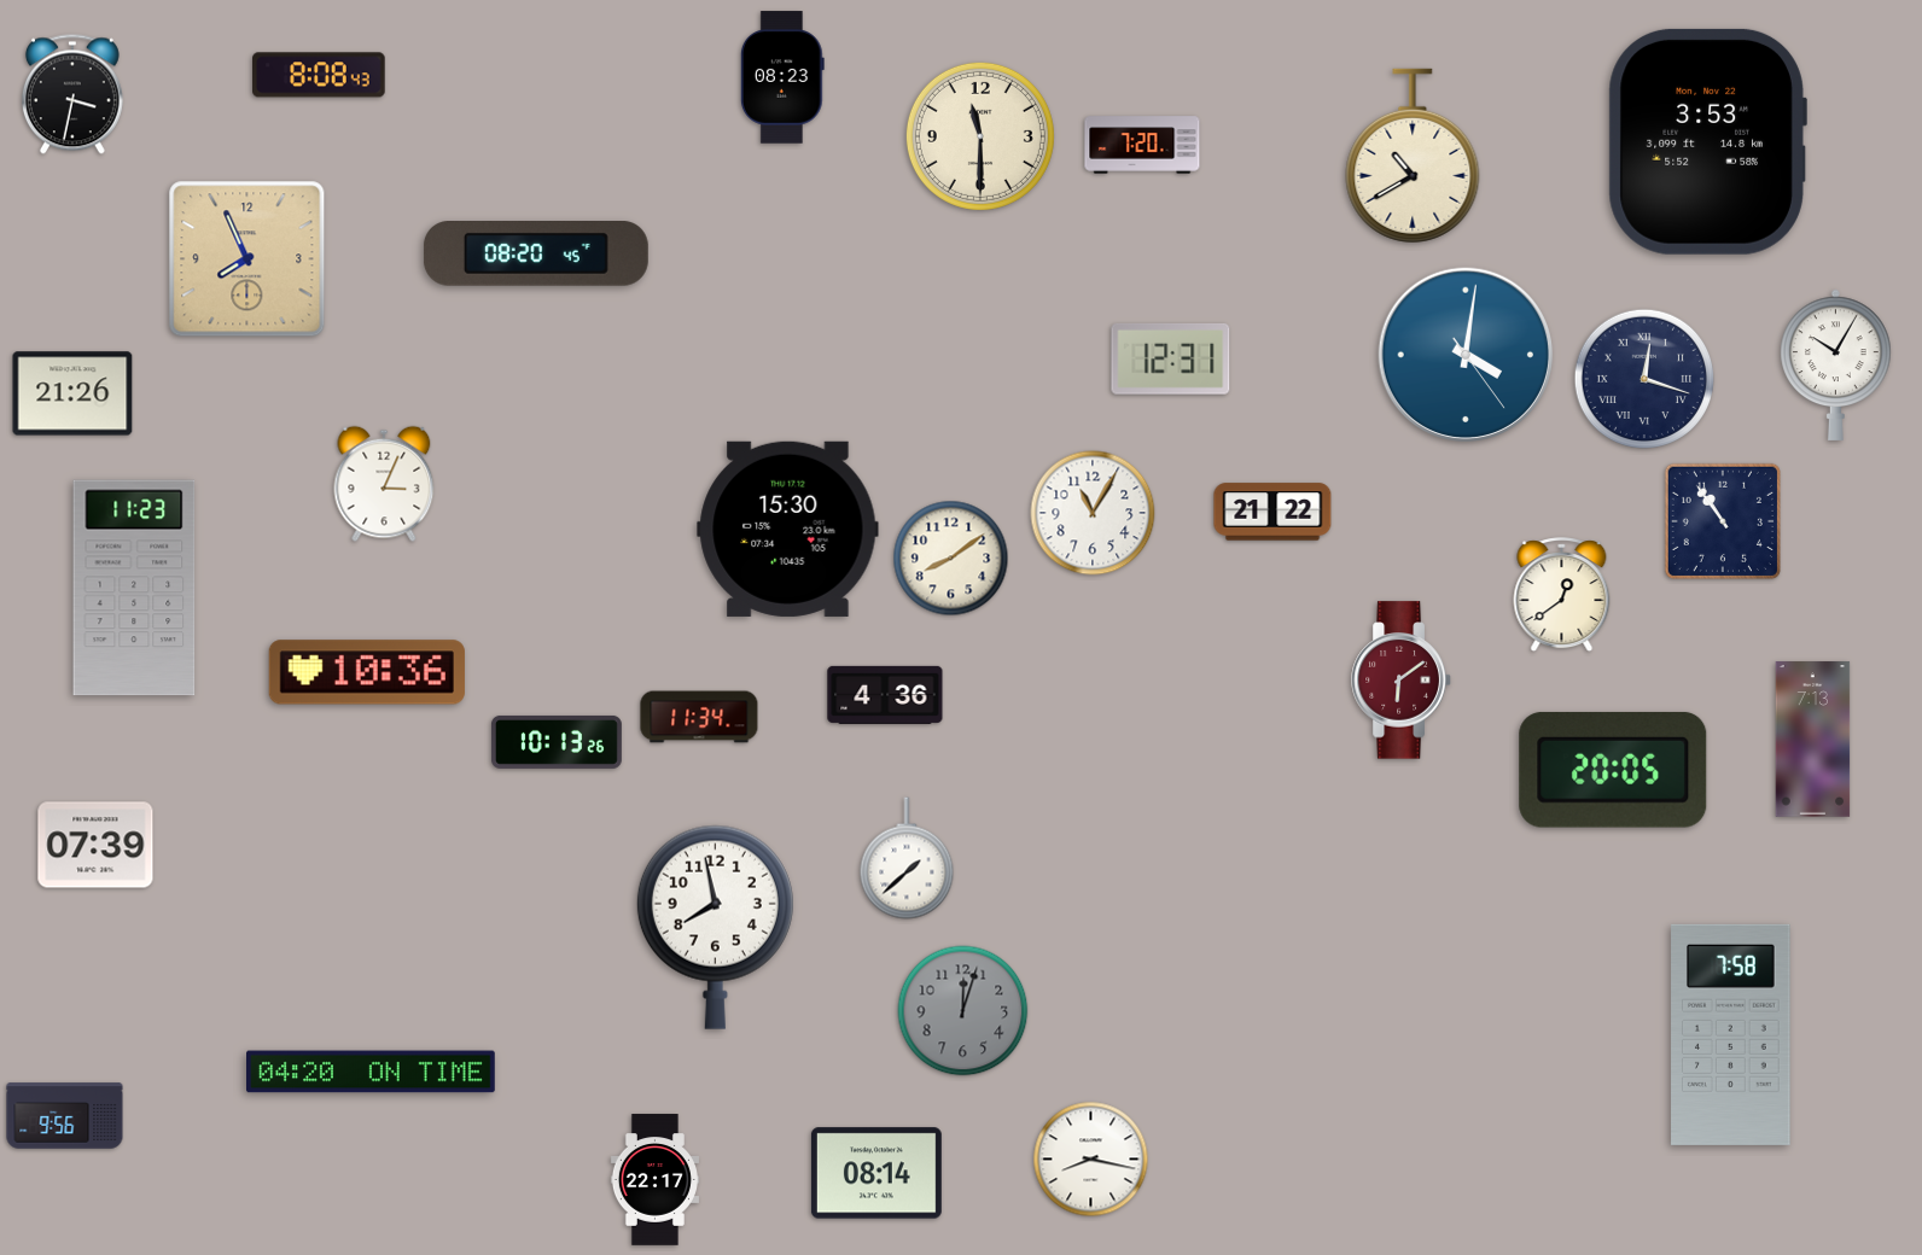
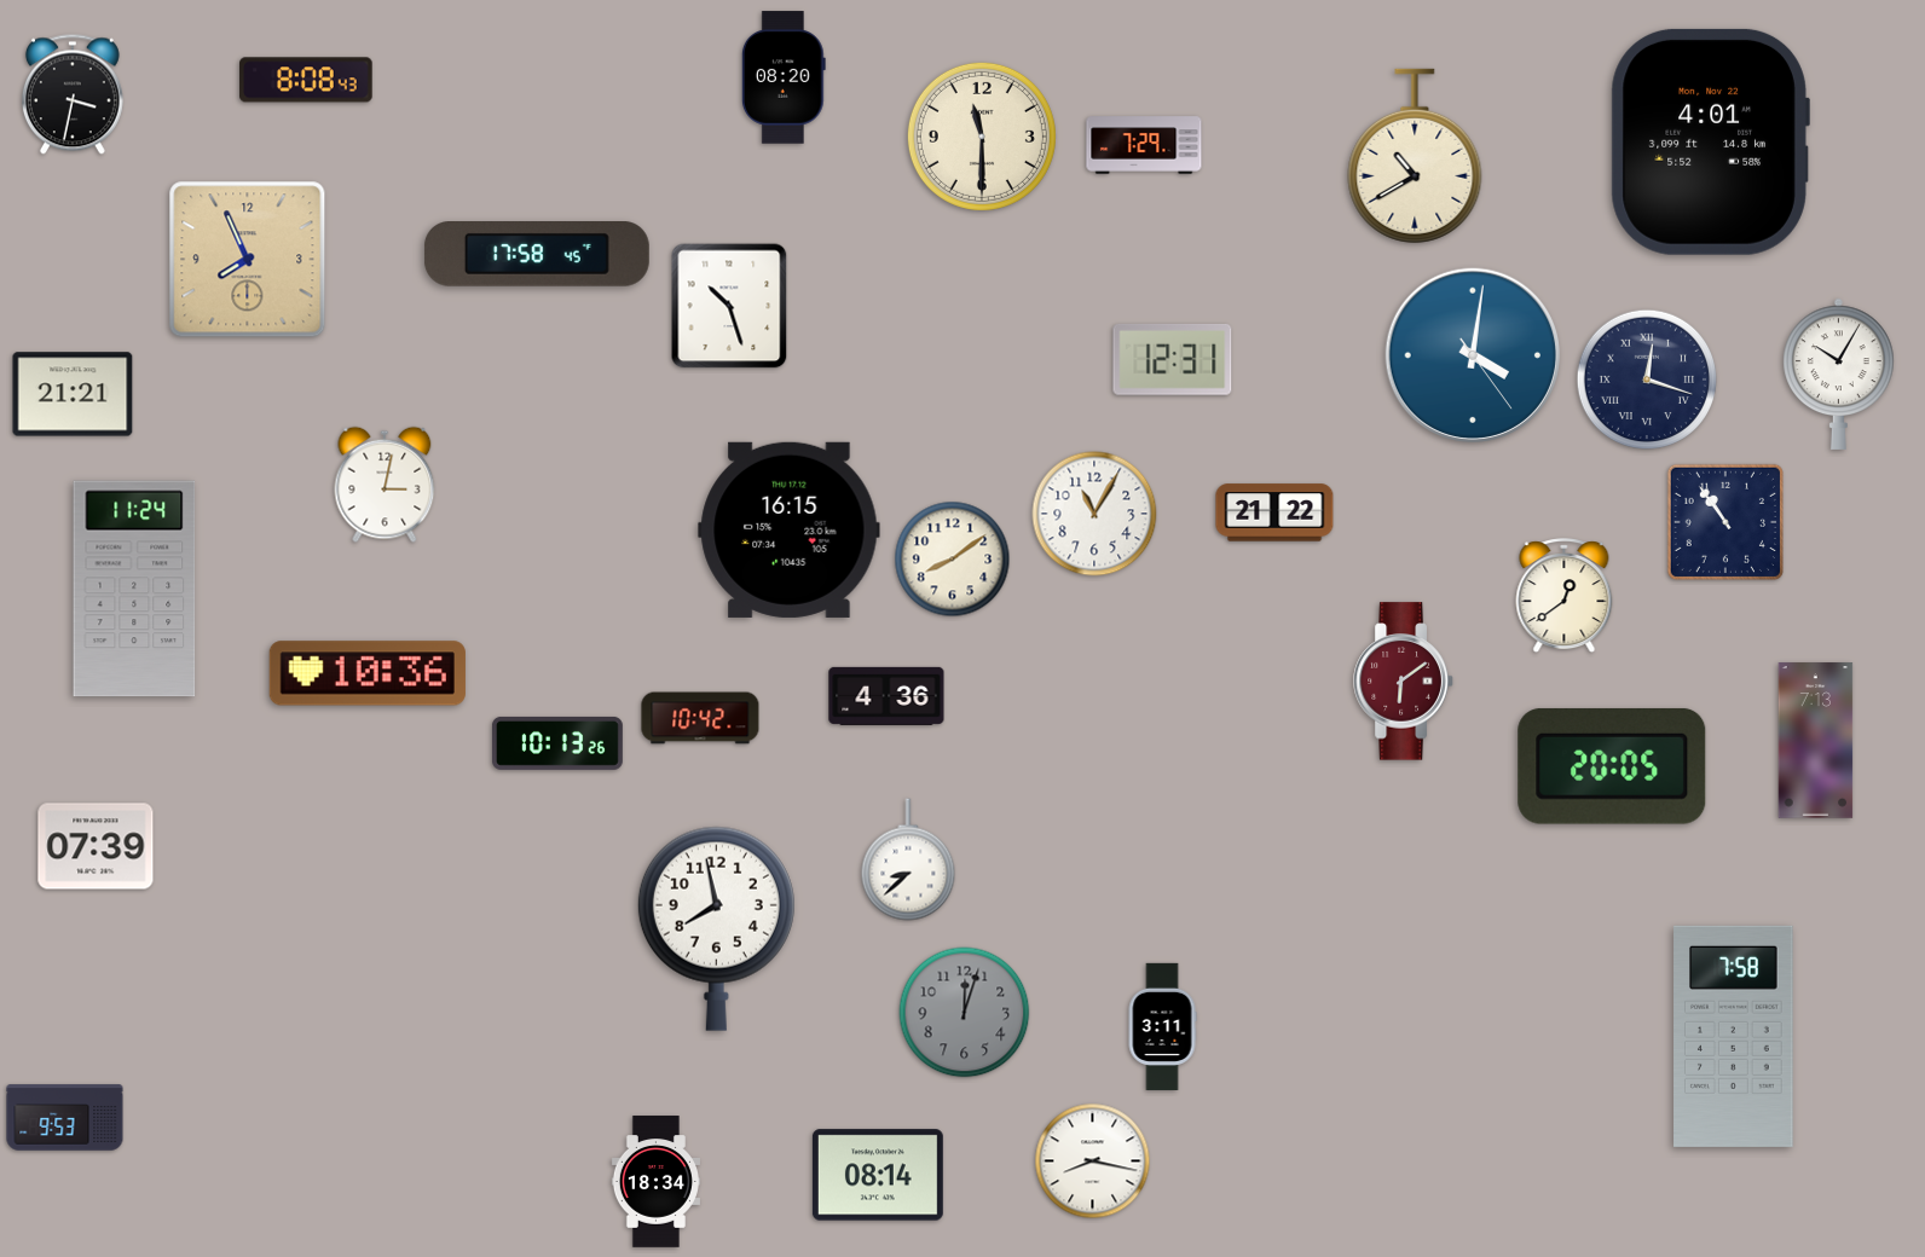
clock at (319, 75) position: (319, 75) -> (306, 80)
clock at (782, 77): 08:23 -> 08:20
clock at (1707, 141): 3:53 -> 4:01
clock at (1142, 145): 7:20 -> 7:29
clock at (536, 253): 08:20 -> 17:58
clock at (729, 306): none -> 10:27
clock at (1464, 354) position: (1464, 354) -> (1472, 354)
clock at (1836, 364) position: (1836, 364) -> (1839, 373)
clock at (72, 393): 21:26 -> 21:21
clock at (384, 484): 3:04 -> 3:02
clock at (788, 529): 15:30 -> 16:15
clock at (134, 588): 11:23 -> 11:24
clock at (699, 717): 11:34 -> 10:42
clock at (1613, 770) position: (1613, 770) -> (1612, 766)
clock at (907, 858): 1:38 -> 8:38
clock at (1162, 1026): none -> 3:11
clock at (372, 1072): 04:20 -> none
clock at (65, 1116): 9:56 -> 9:53
clock at (654, 1180): 22:17 -> 18:34
